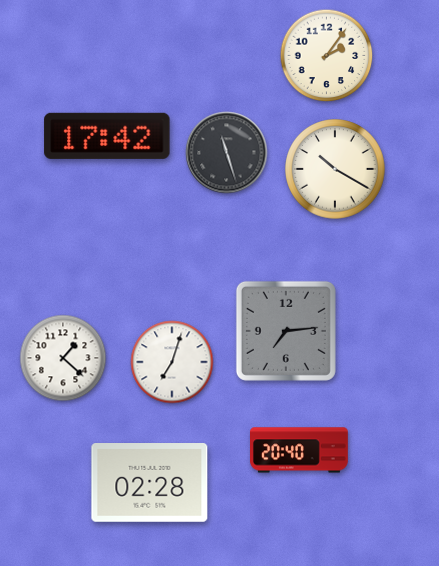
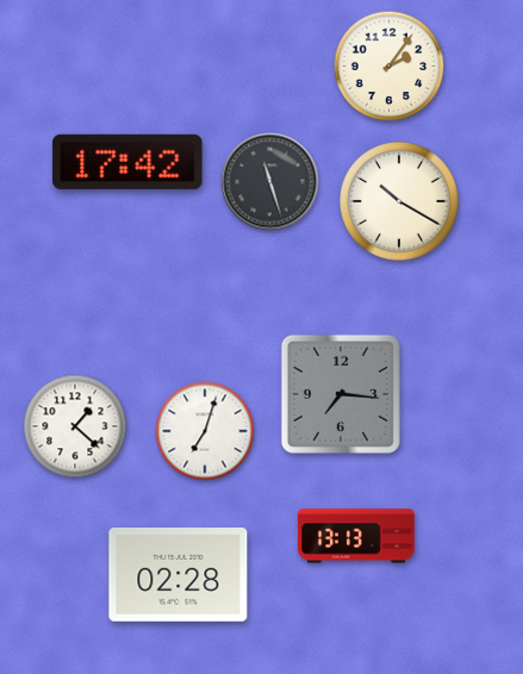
clock at (286, 331): 7:14 -> 7:16
clock at (300, 450): 20:40 -> 13:13
